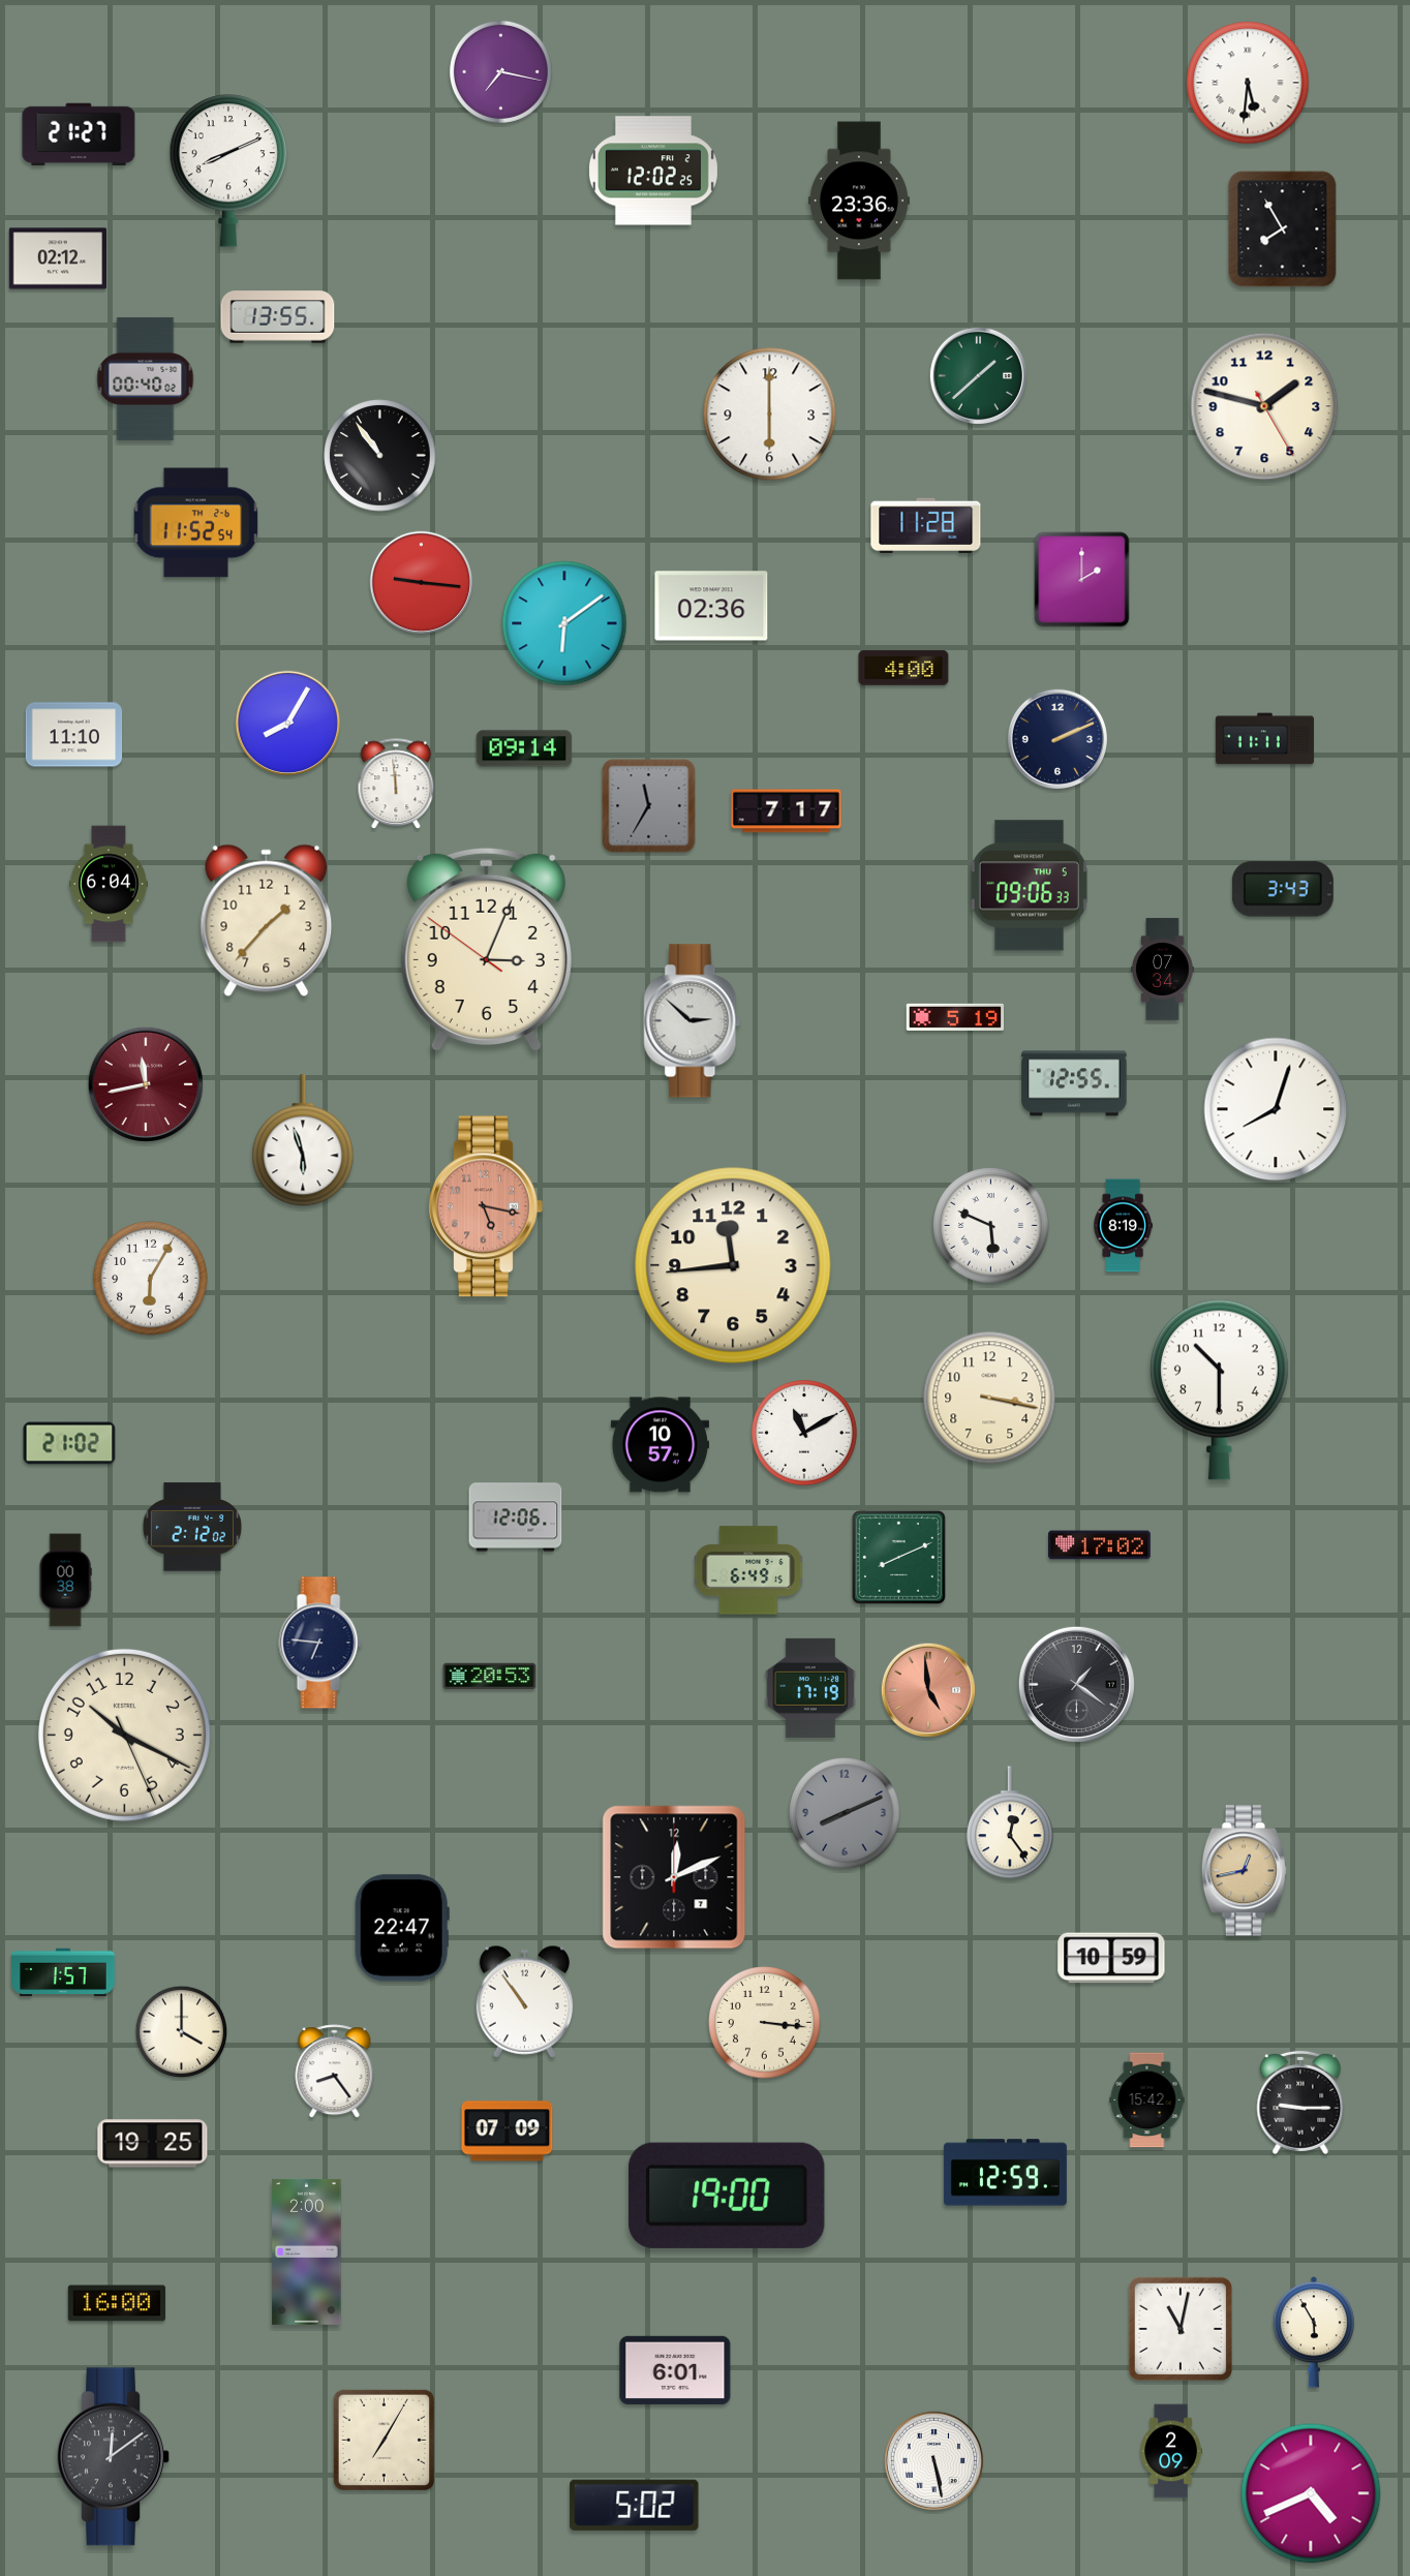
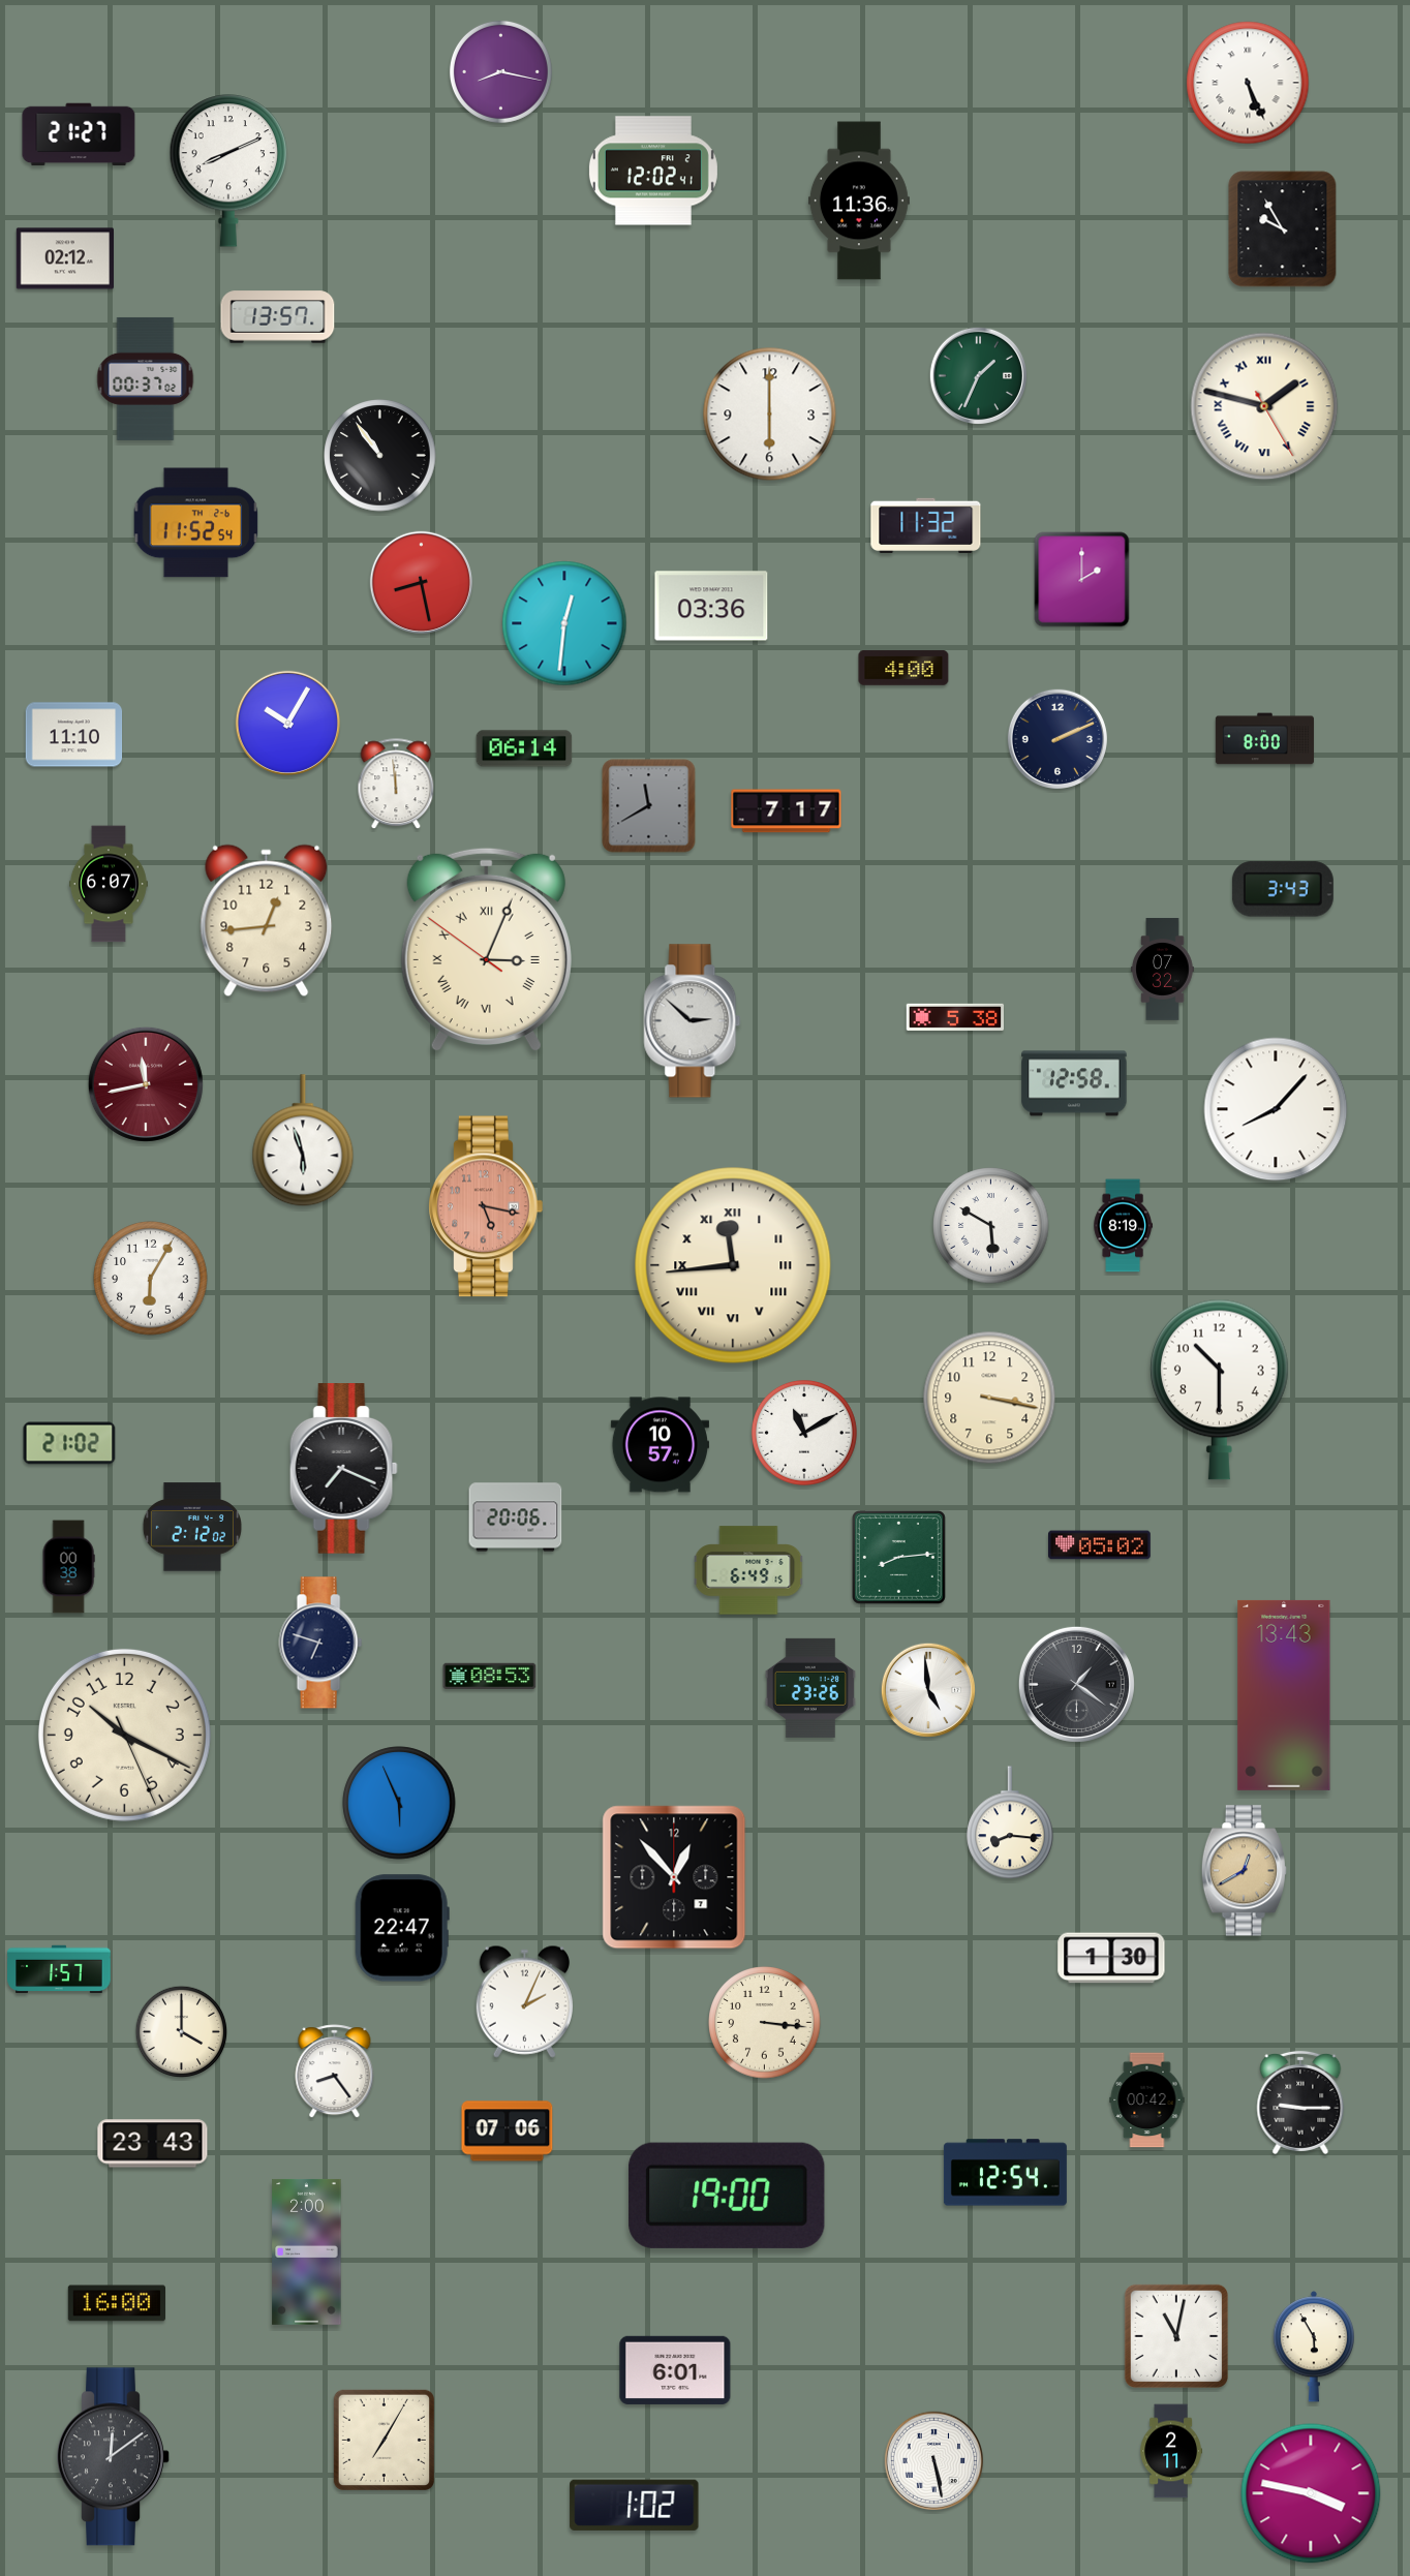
clock at (500, 71): 7:17 -> 8:17
clock at (1248, 83): 5:31 -> 5:26
clock at (653, 171): 12:02:25 -> 12:02:41
clock at (859, 201): 23:36 -> 11:36
clock at (1283, 229): 7:55 -> 9:55
clock at (57, 258) position: (57, 258) -> (64, 258)
clock at (278, 317): 13:55 -> 13:57
clock at (978, 375): 1:38 -> 1:34
clock at (146, 378): 00:40 -> 00:37
clock at (1264, 406) numerals: Arabic -> Roman
clock at (926, 525): 11:28 -> 11:32
clock at (421, 582): 9:16 -> 8:28
clock at (711, 606): 02:36 -> 03:36
clock at (564, 623): 6:09 -> 12:31
clock at (287, 723): 8:05 -> 10:05
clock at (1264, 739): 11:11 -> 8:00
clock at (524, 748): 09:14 -> 06:14
clock at (649, 806): 11:35 -> 11:40
clock at (109, 884): 6:04 -> 6:07
clock at (1029, 886): 09:06 -> none
clock at (267, 921): 1:37 -> 12:44
clock at (486, 950) numerals: Arabic -> Roman
clock at (1163, 970): 07:34 -> 07:32
clock at (954, 1017): 5:19 -> 5:38
clock at (1074, 1083): 12:55 -> 12:58
clock at (1276, 1109): 8:03 -> 8:07
clock at (991, 1226): 5:49 -> 5:50
clock at (733, 1265) numerals: Arabic -> Roman
clock at (343, 1469): none -> 7:19
clock at (516, 1517): 12:06 -> 20:06
clock at (1100, 1545): 17:02 -> 05:02
clock at (898, 1557): 8:11 -> 8:14
clock at (65, 1581) position: (65, 1581) -> (68, 1567)
clock at (320, 1643): 6:46 -> 6:48
clock at (490, 1676): 20:53 -> 08:53
clock at (810, 1688): 17:19 -> 23:26
clock at (928, 1690) dial: salmon -> white
clock at (1284, 1695): none -> 13:43
clock at (399, 1803): none -> 5:56
clock at (845, 1813): 8:11 -> none
clock at (1010, 1823): 12:24 -> 8:16
clock at (1244, 1871): 12:43 -> 12:40
clock at (674, 1877): 12:11 -> 12:53
clock at (1111, 1958): 10:59 -> 1:30
clock at (63, 1972) position: (63, 1972) -> (59, 1969)
clock at (524, 2001): 10:54 -> 2:04
clock at (1147, 2100): 15:42 -> 00:42
clock at (508, 2132): 07:09 -> 07:06
clock at (153, 2144): 19:25 -> 23:43
clock at (1005, 2173): 12:59 -> 12:54
clock at (1181, 2329) position: (1181, 2329) -> (1176, 2336)
clock at (1313, 2332) position: (1313, 2332) -> (1313, 2347)
clock at (1170, 2451): 2:09 -> 2:11
clock at (1311, 2493): 4:41 -> 3:47
clock at (635, 2505): 5:02 -> 1:02
